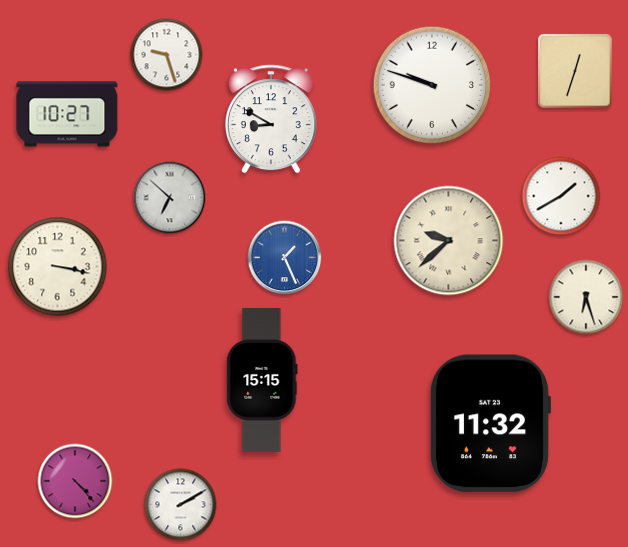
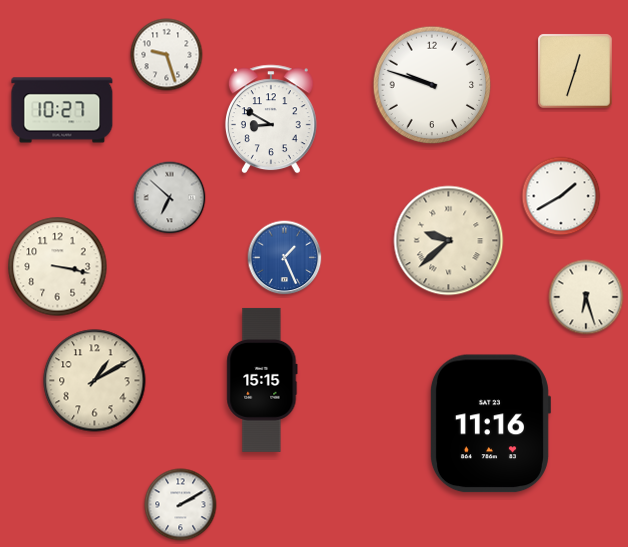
clock at (67, 114) position: (67, 114) -> (62, 110)
clock at (95, 381): none -> 1:10
clock at (490, 424): 11:32 -> 11:16
clock at (75, 481): 4:23 -> none
